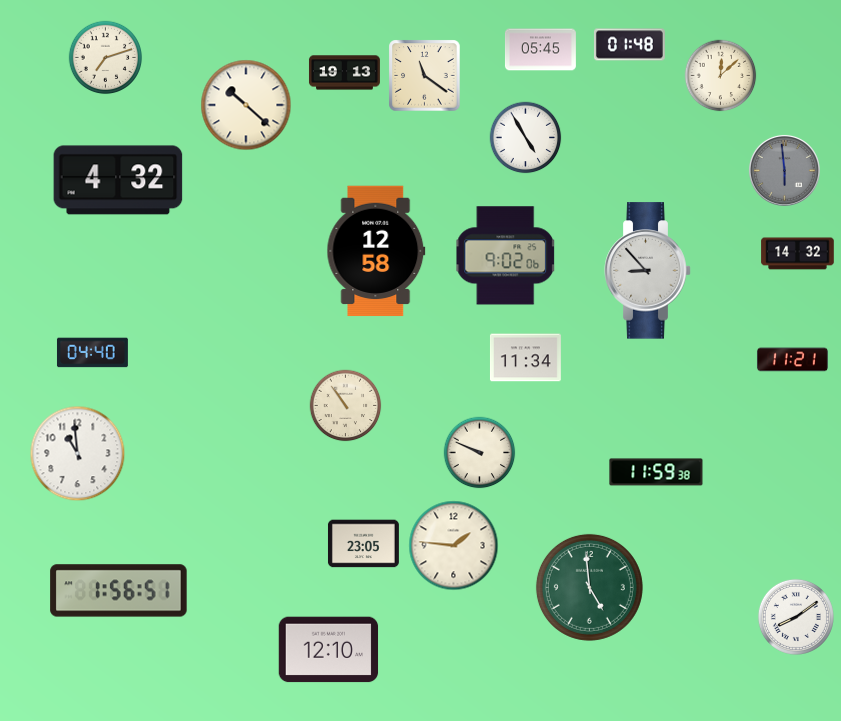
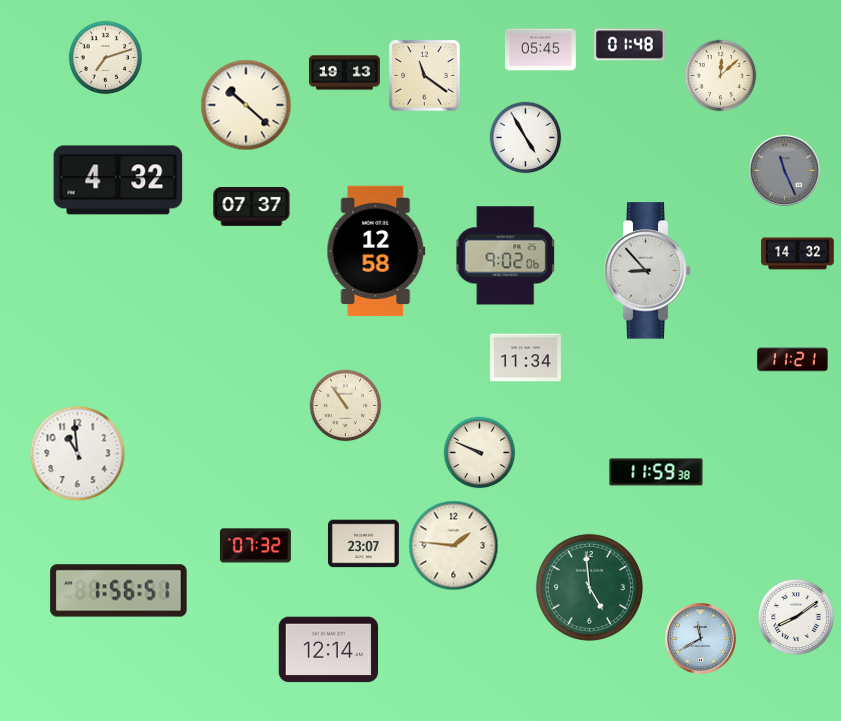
clock at (784, 170): 5:59 -> 11:26
clock at (252, 207): none -> 07:37
clock at (92, 353): 04:40 -> none
clock at (363, 544): 23:05 -> 23:07
clock at (255, 546): none -> 07:32
clock at (700, 638): none -> 11:40
clock at (329, 650): 12:10 -> 12:14
